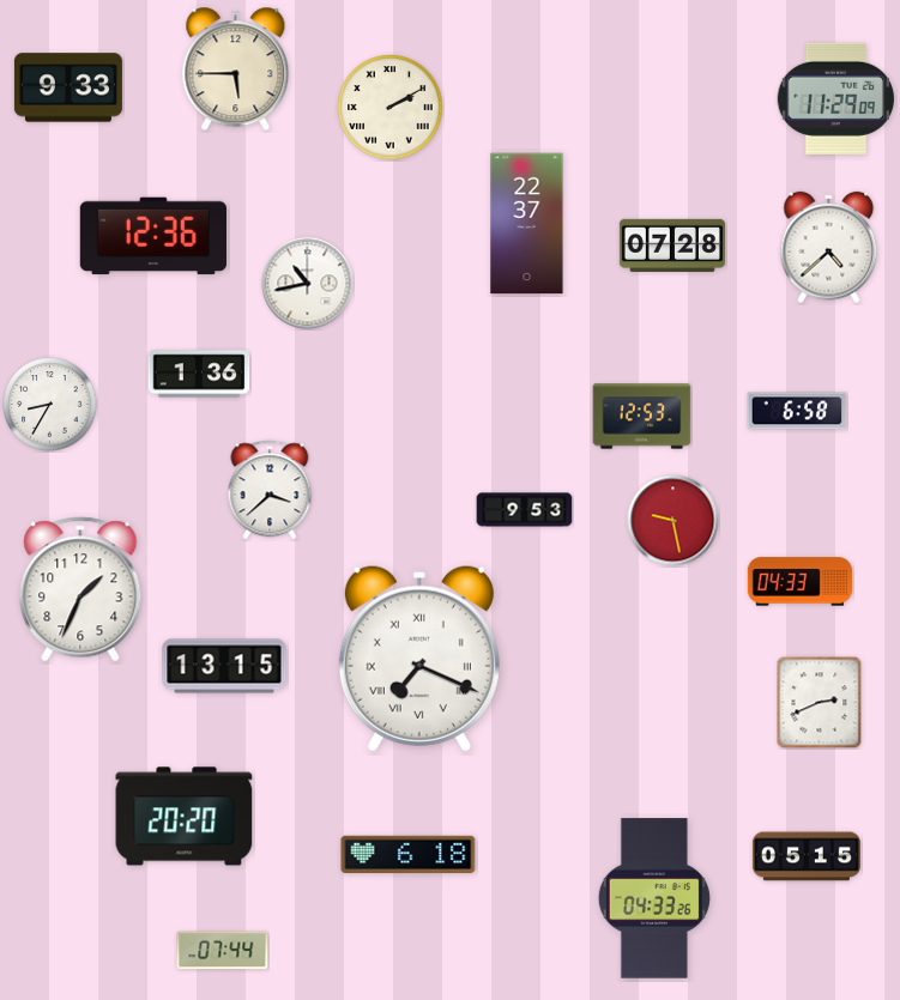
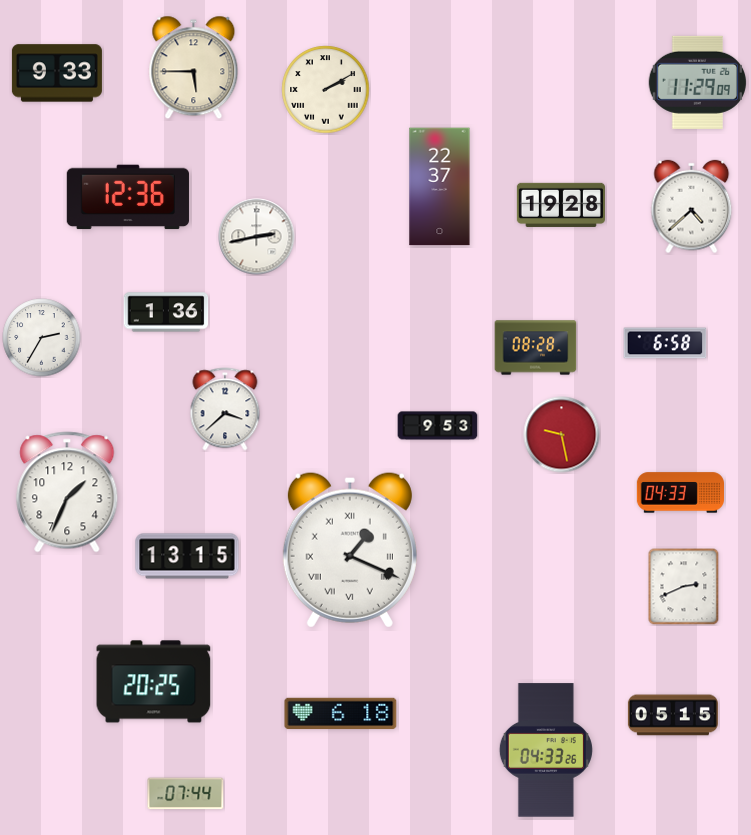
clock at (236, 69) position: (236, 69) -> (194, 68)
clock at (672, 246): 07:28 -> 19:28
clock at (308, 284): 10:43 -> 2:43
clock at (50, 405): 8:35 -> 2:35
clock at (642, 417): 12:53 -> 08:28
clock at (799, 582) position: (799, 582) -> (680, 493)
clock at (419, 659): 7:19 -> 1:19
clock at (185, 817): 20:20 -> 20:25
